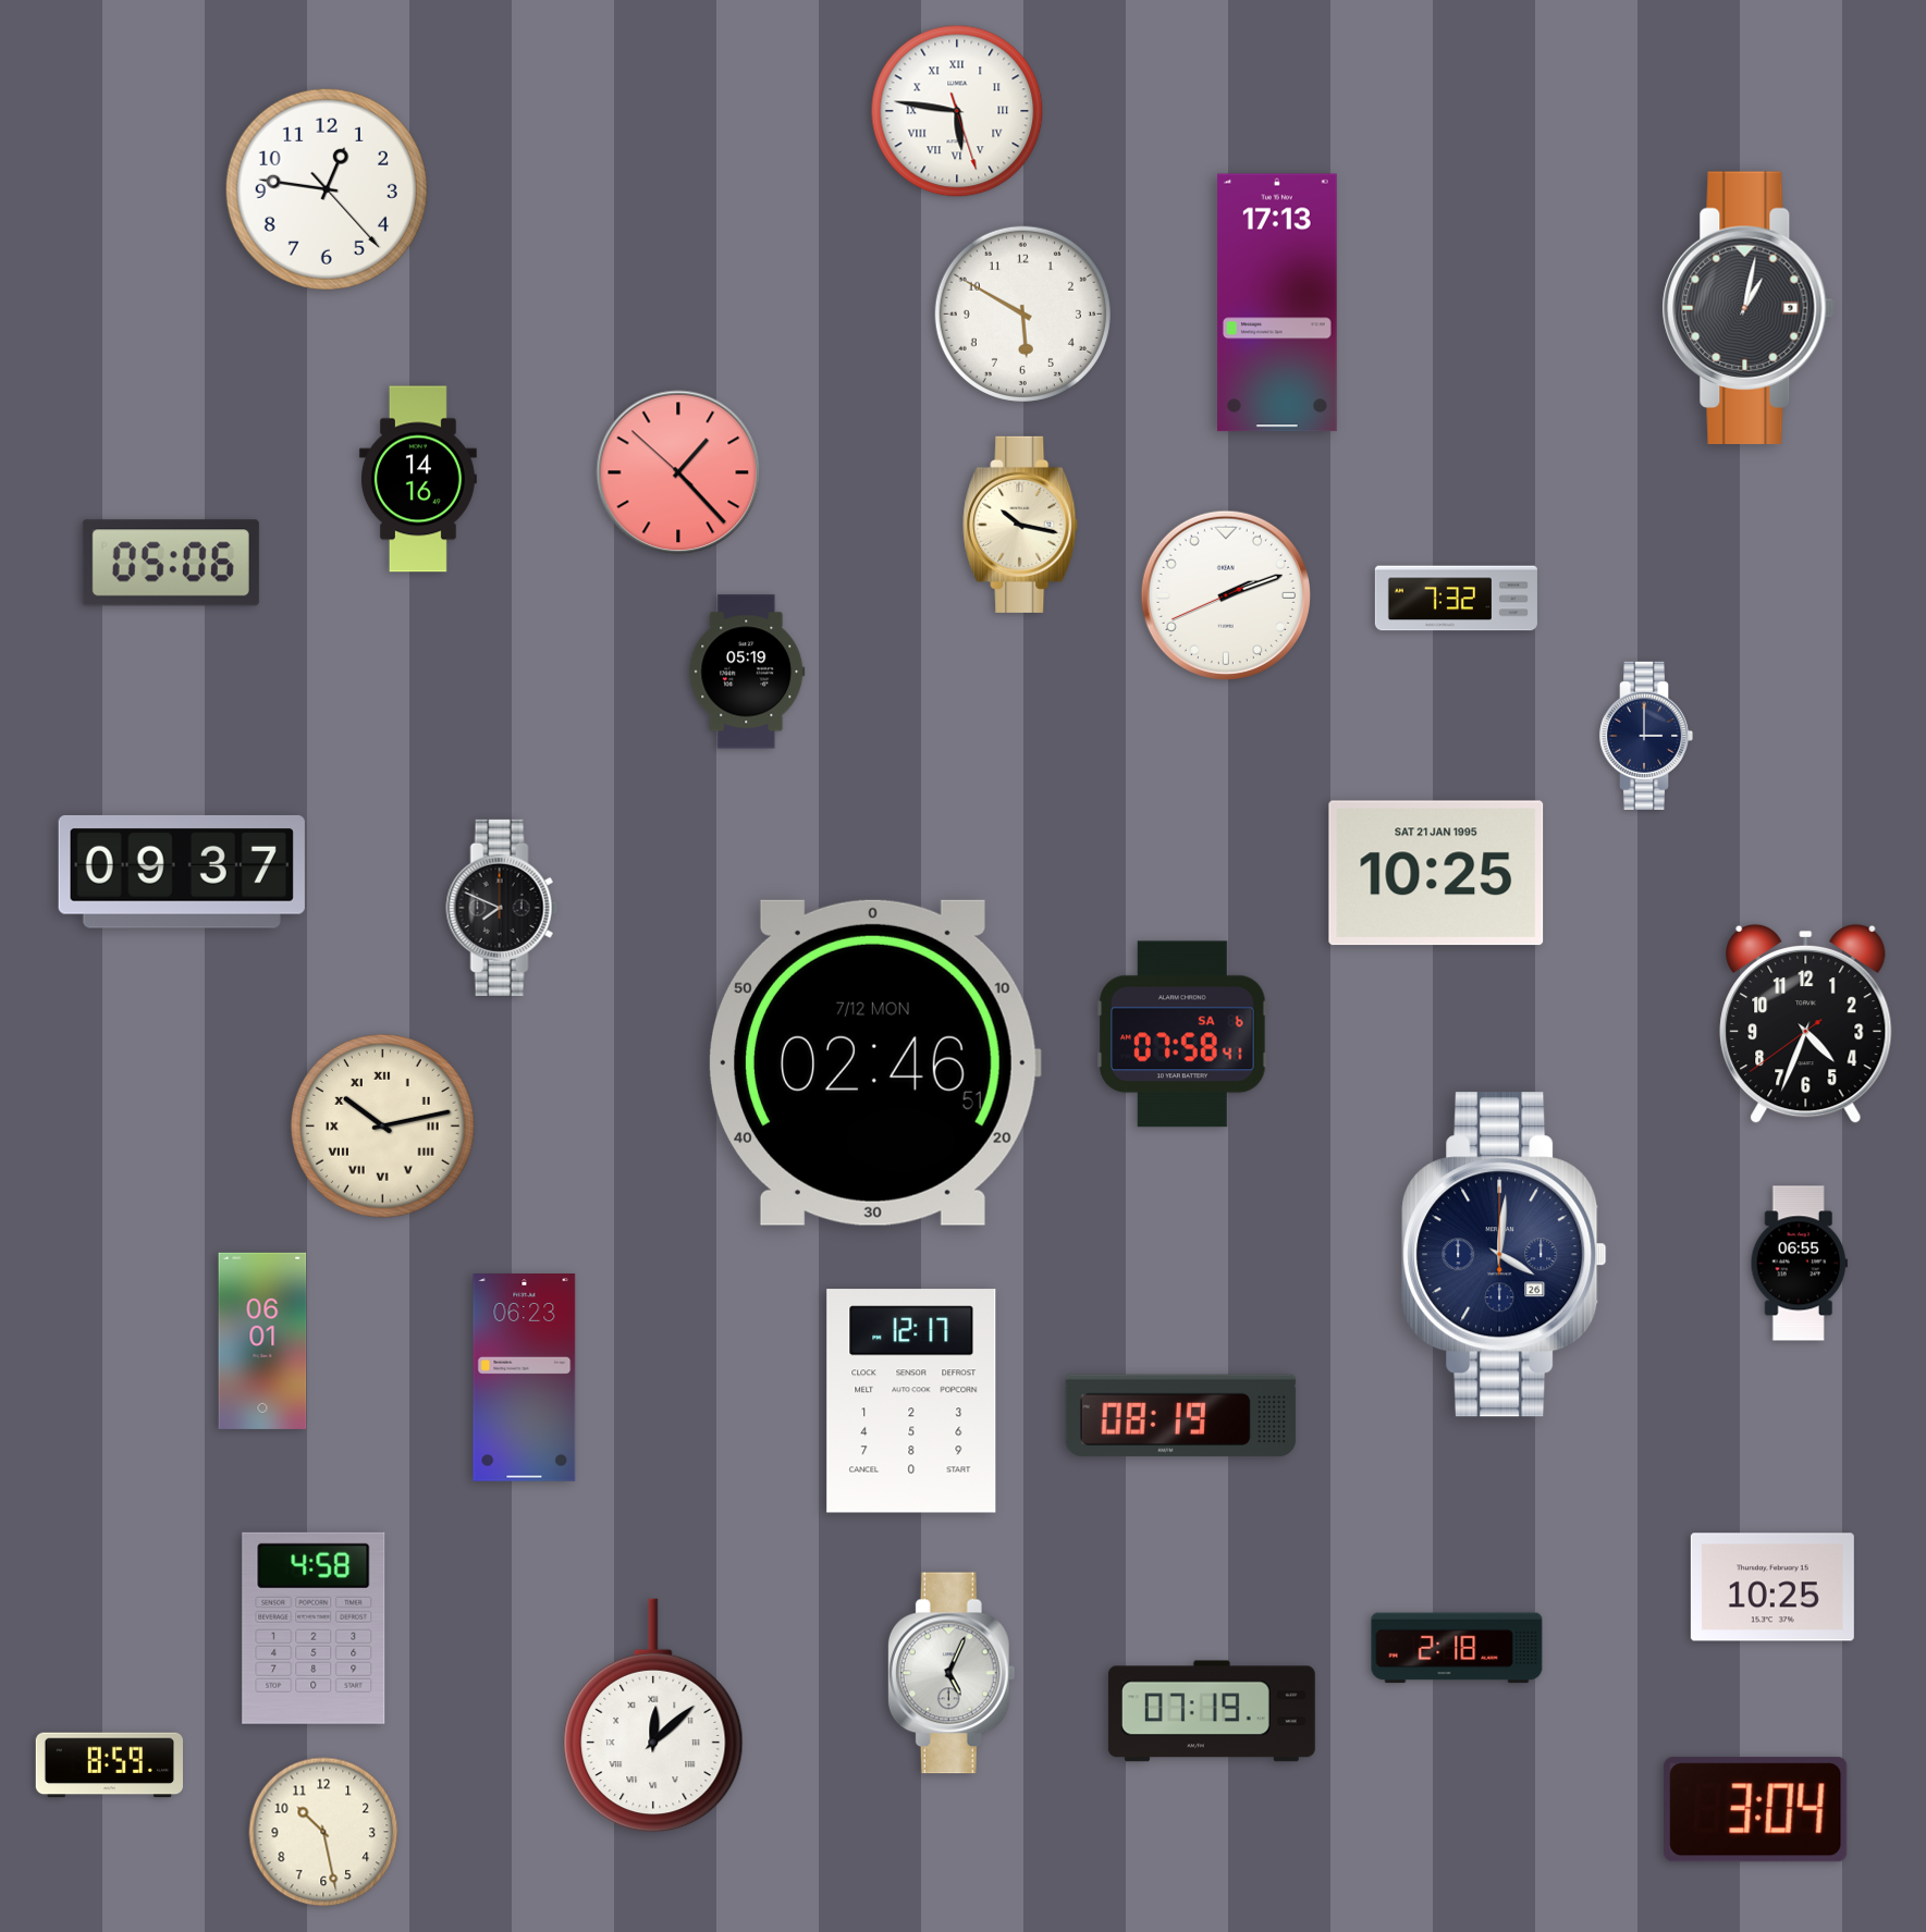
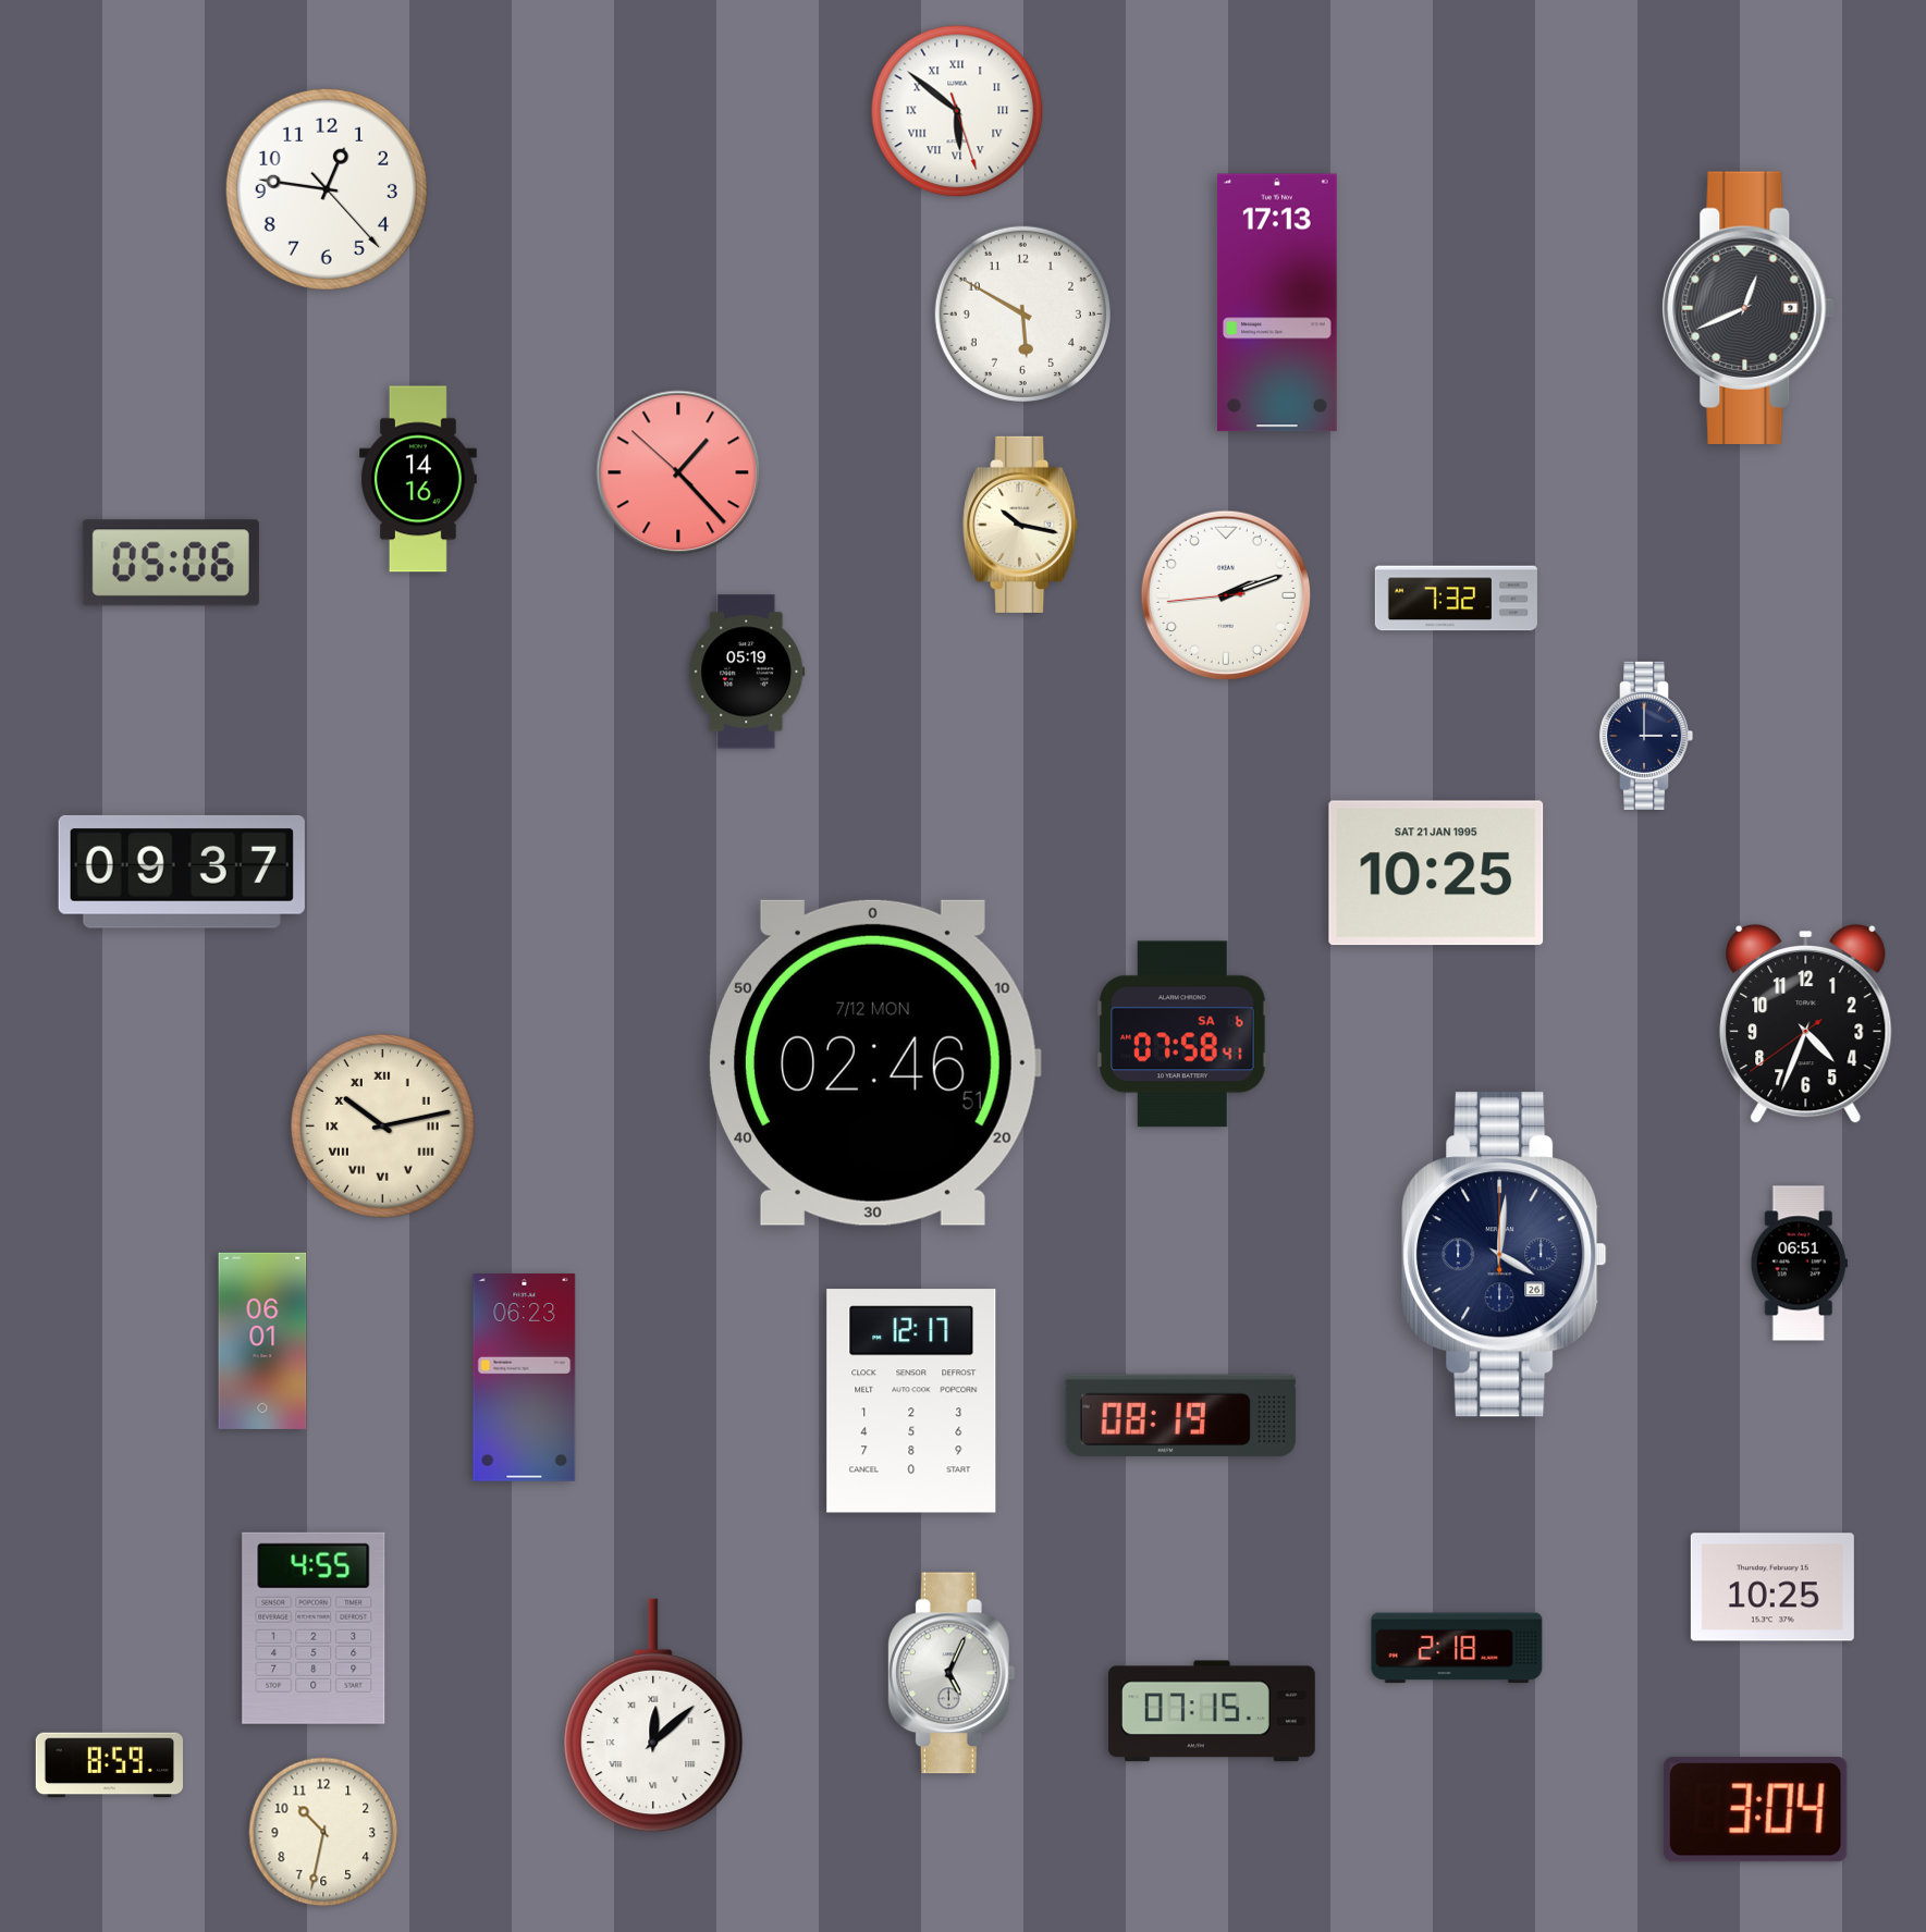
clock at (957, 111): 5:46 -> 5:51
clock at (1749, 307): 1:02 -> 12:41
clock at (1226, 595): 2:11:41 -> 2:11:44
clock at (502, 908): 7:49 -> none
clock at (1799, 1264): 06:55 -> 06:51
clock at (314, 1628): 4:58 -> 4:55
clock at (1212, 1711): 07:19 -> 07:15
clock at (323, 1832): 10:28 -> 10:32
